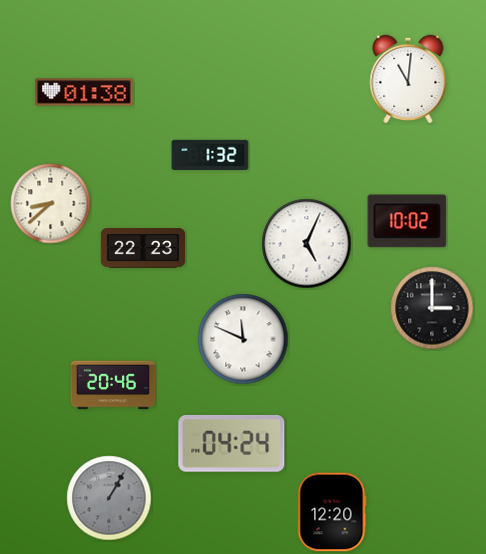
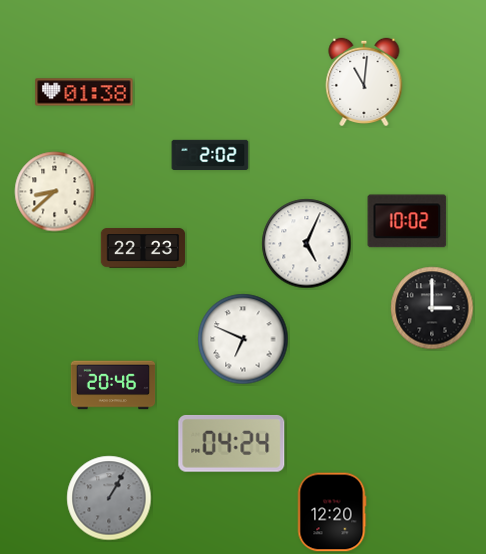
clock at (408, 78) position: (408, 78) -> (364, 81)
clock at (210, 154): 1:32 -> 2:02
clock at (51, 204) position: (51, 204) -> (55, 192)
clock at (243, 339): 11:49 -> 6:49
